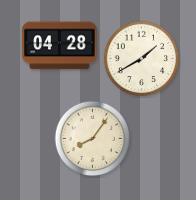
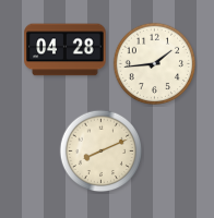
clock at (142, 59): 1:40 -> 1:44
clock at (93, 139): 8:06 -> 8:11
